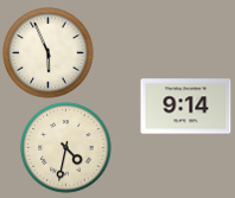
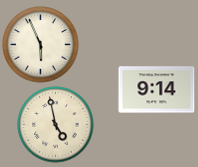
clock at (66, 148): 4:32 -> 4:58
